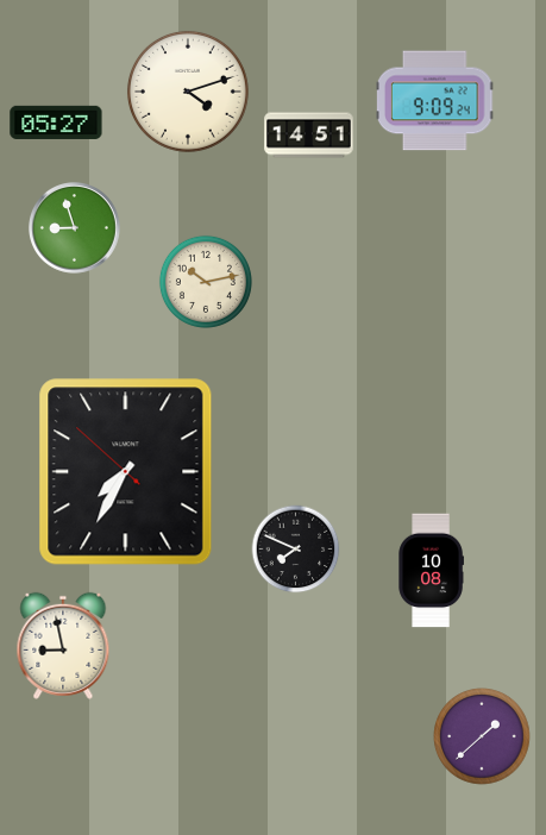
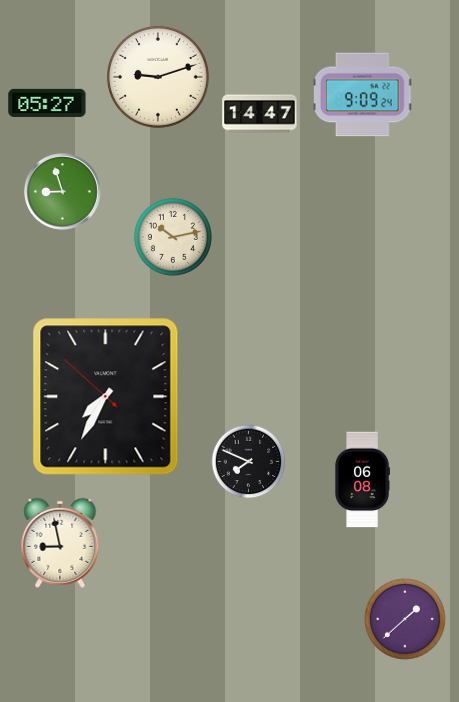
clock at (188, 92): 4:12 -> 9:12
clock at (435, 101) position: (435, 101) -> (363, 95)
clock at (309, 136): 14:51 -> 14:47
clock at (431, 571): 10:08 -> 06:08
clock at (63, 646) position: (63, 646) -> (60, 543)
